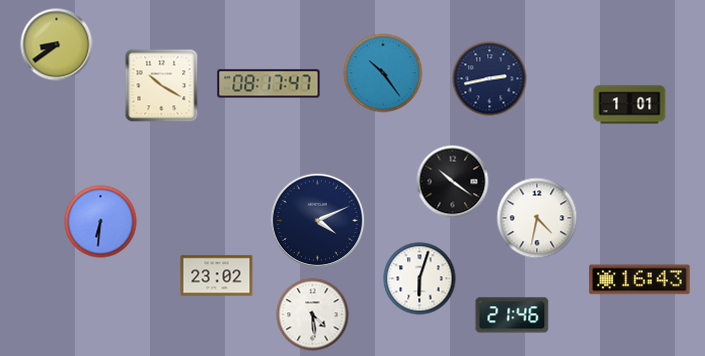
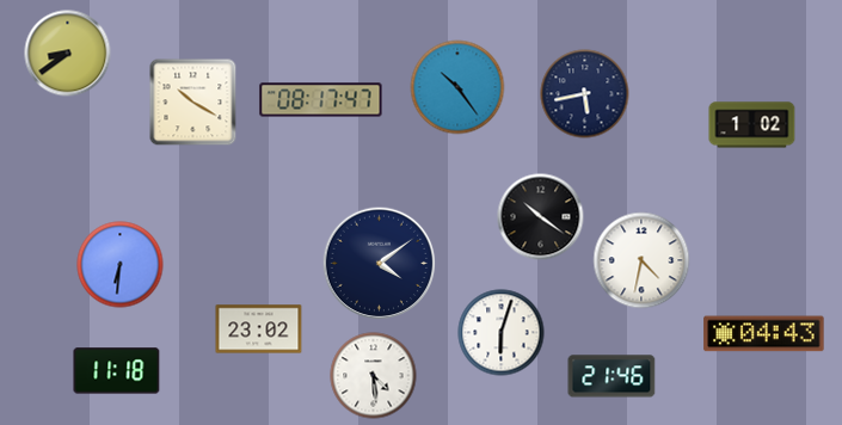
clock at (490, 79): 2:43 -> 5:43
clock at (630, 105): 1:01 -> 1:02
clock at (318, 221): 4:11 -> 4:09
clock at (640, 280): 16:43 -> 04:43
clock at (117, 371): none -> 11:18
